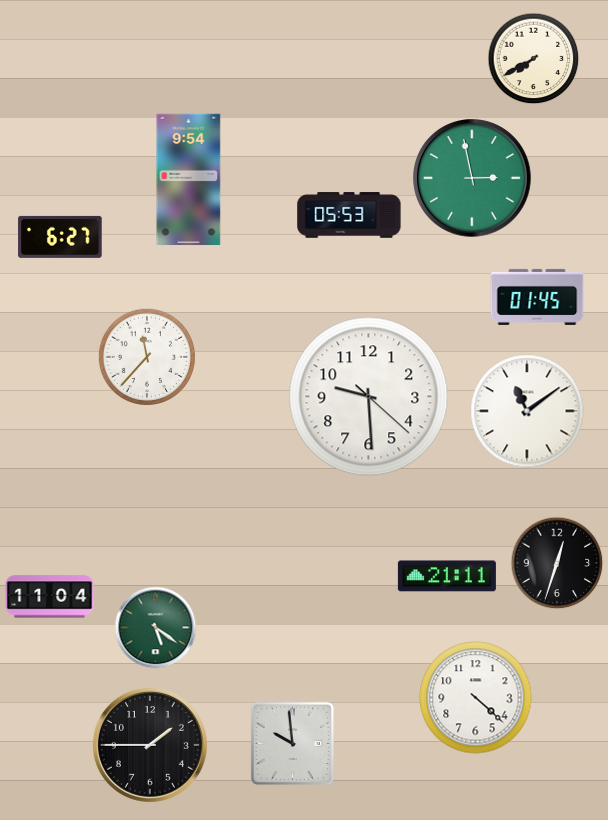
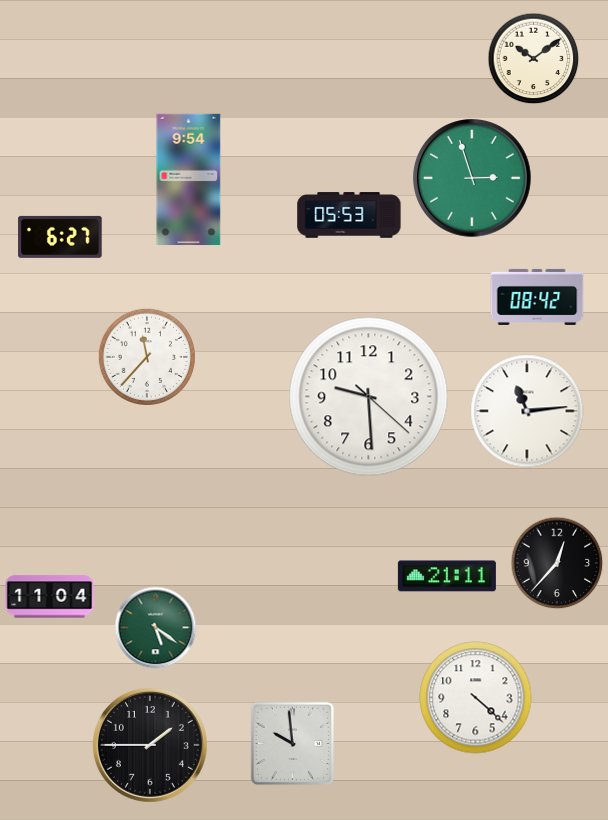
clock at (534, 59): 7:40 -> 10:09
clock at (473, 179): 2:58 -> 2:57
clock at (537, 297): 01:45 -> 08:42
clock at (527, 411): 11:09 -> 11:14
clock at (557, 563): 12:33 -> 12:37
